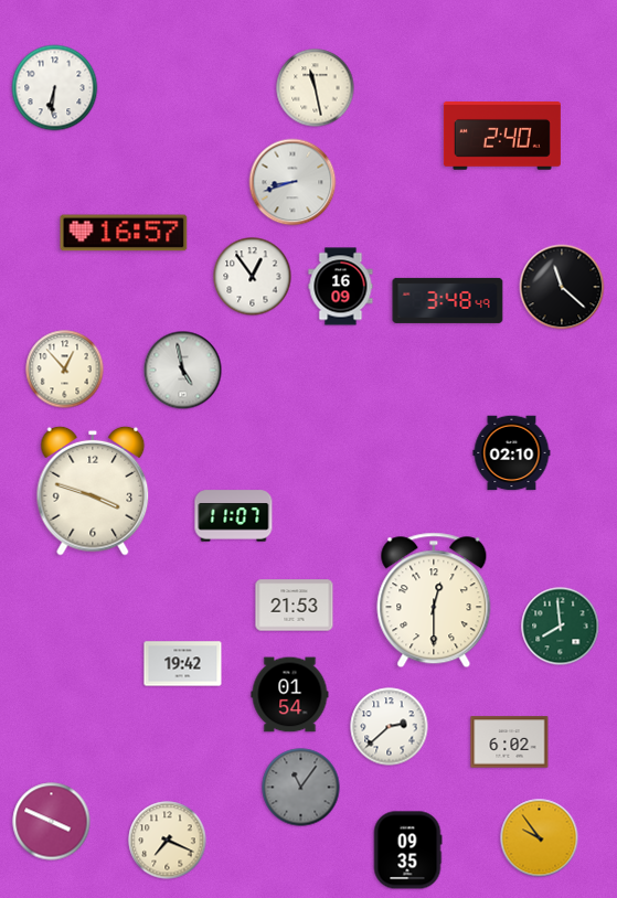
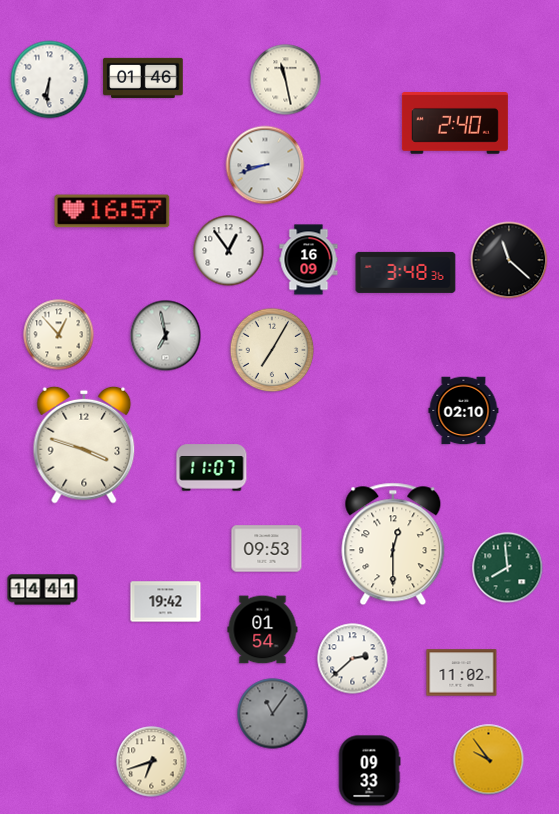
clock at (143, 78): none -> 01:46
clock at (448, 300): 3:48:49 -> 3:48:36
clock at (183, 371): 4:58 -> 6:58
clock at (272, 350): none -> 7:05
clock at (295, 606): 21:53 -> 09:53
clock at (43, 590): none -> 14:41
clock at (510, 742): 6:02 -> 11:02
clock at (52, 822): 3:49 -> none
clock at (168, 841): 7:19 -> 6:42
clock at (407, 851): 09:35 -> 09:33
